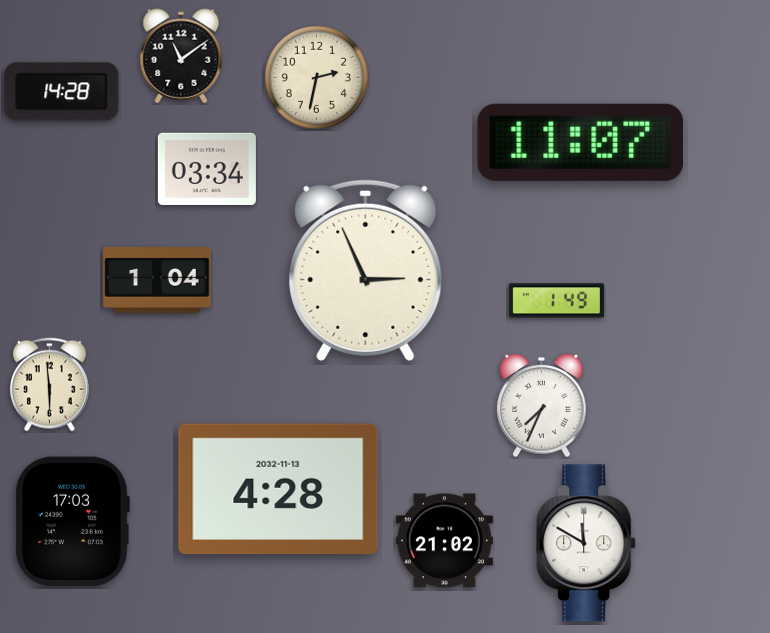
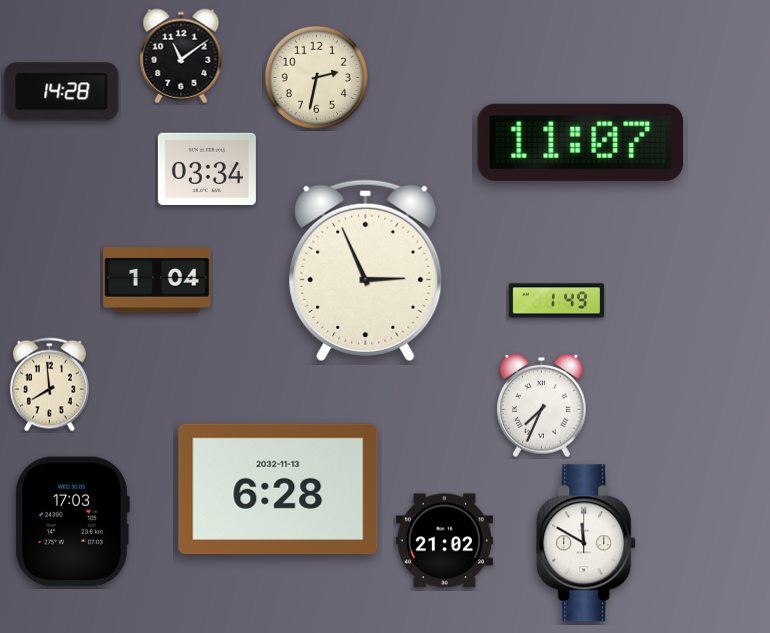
clock at (49, 385): 5:59 -> 7:59
clock at (278, 489): 4:28 -> 6:28
